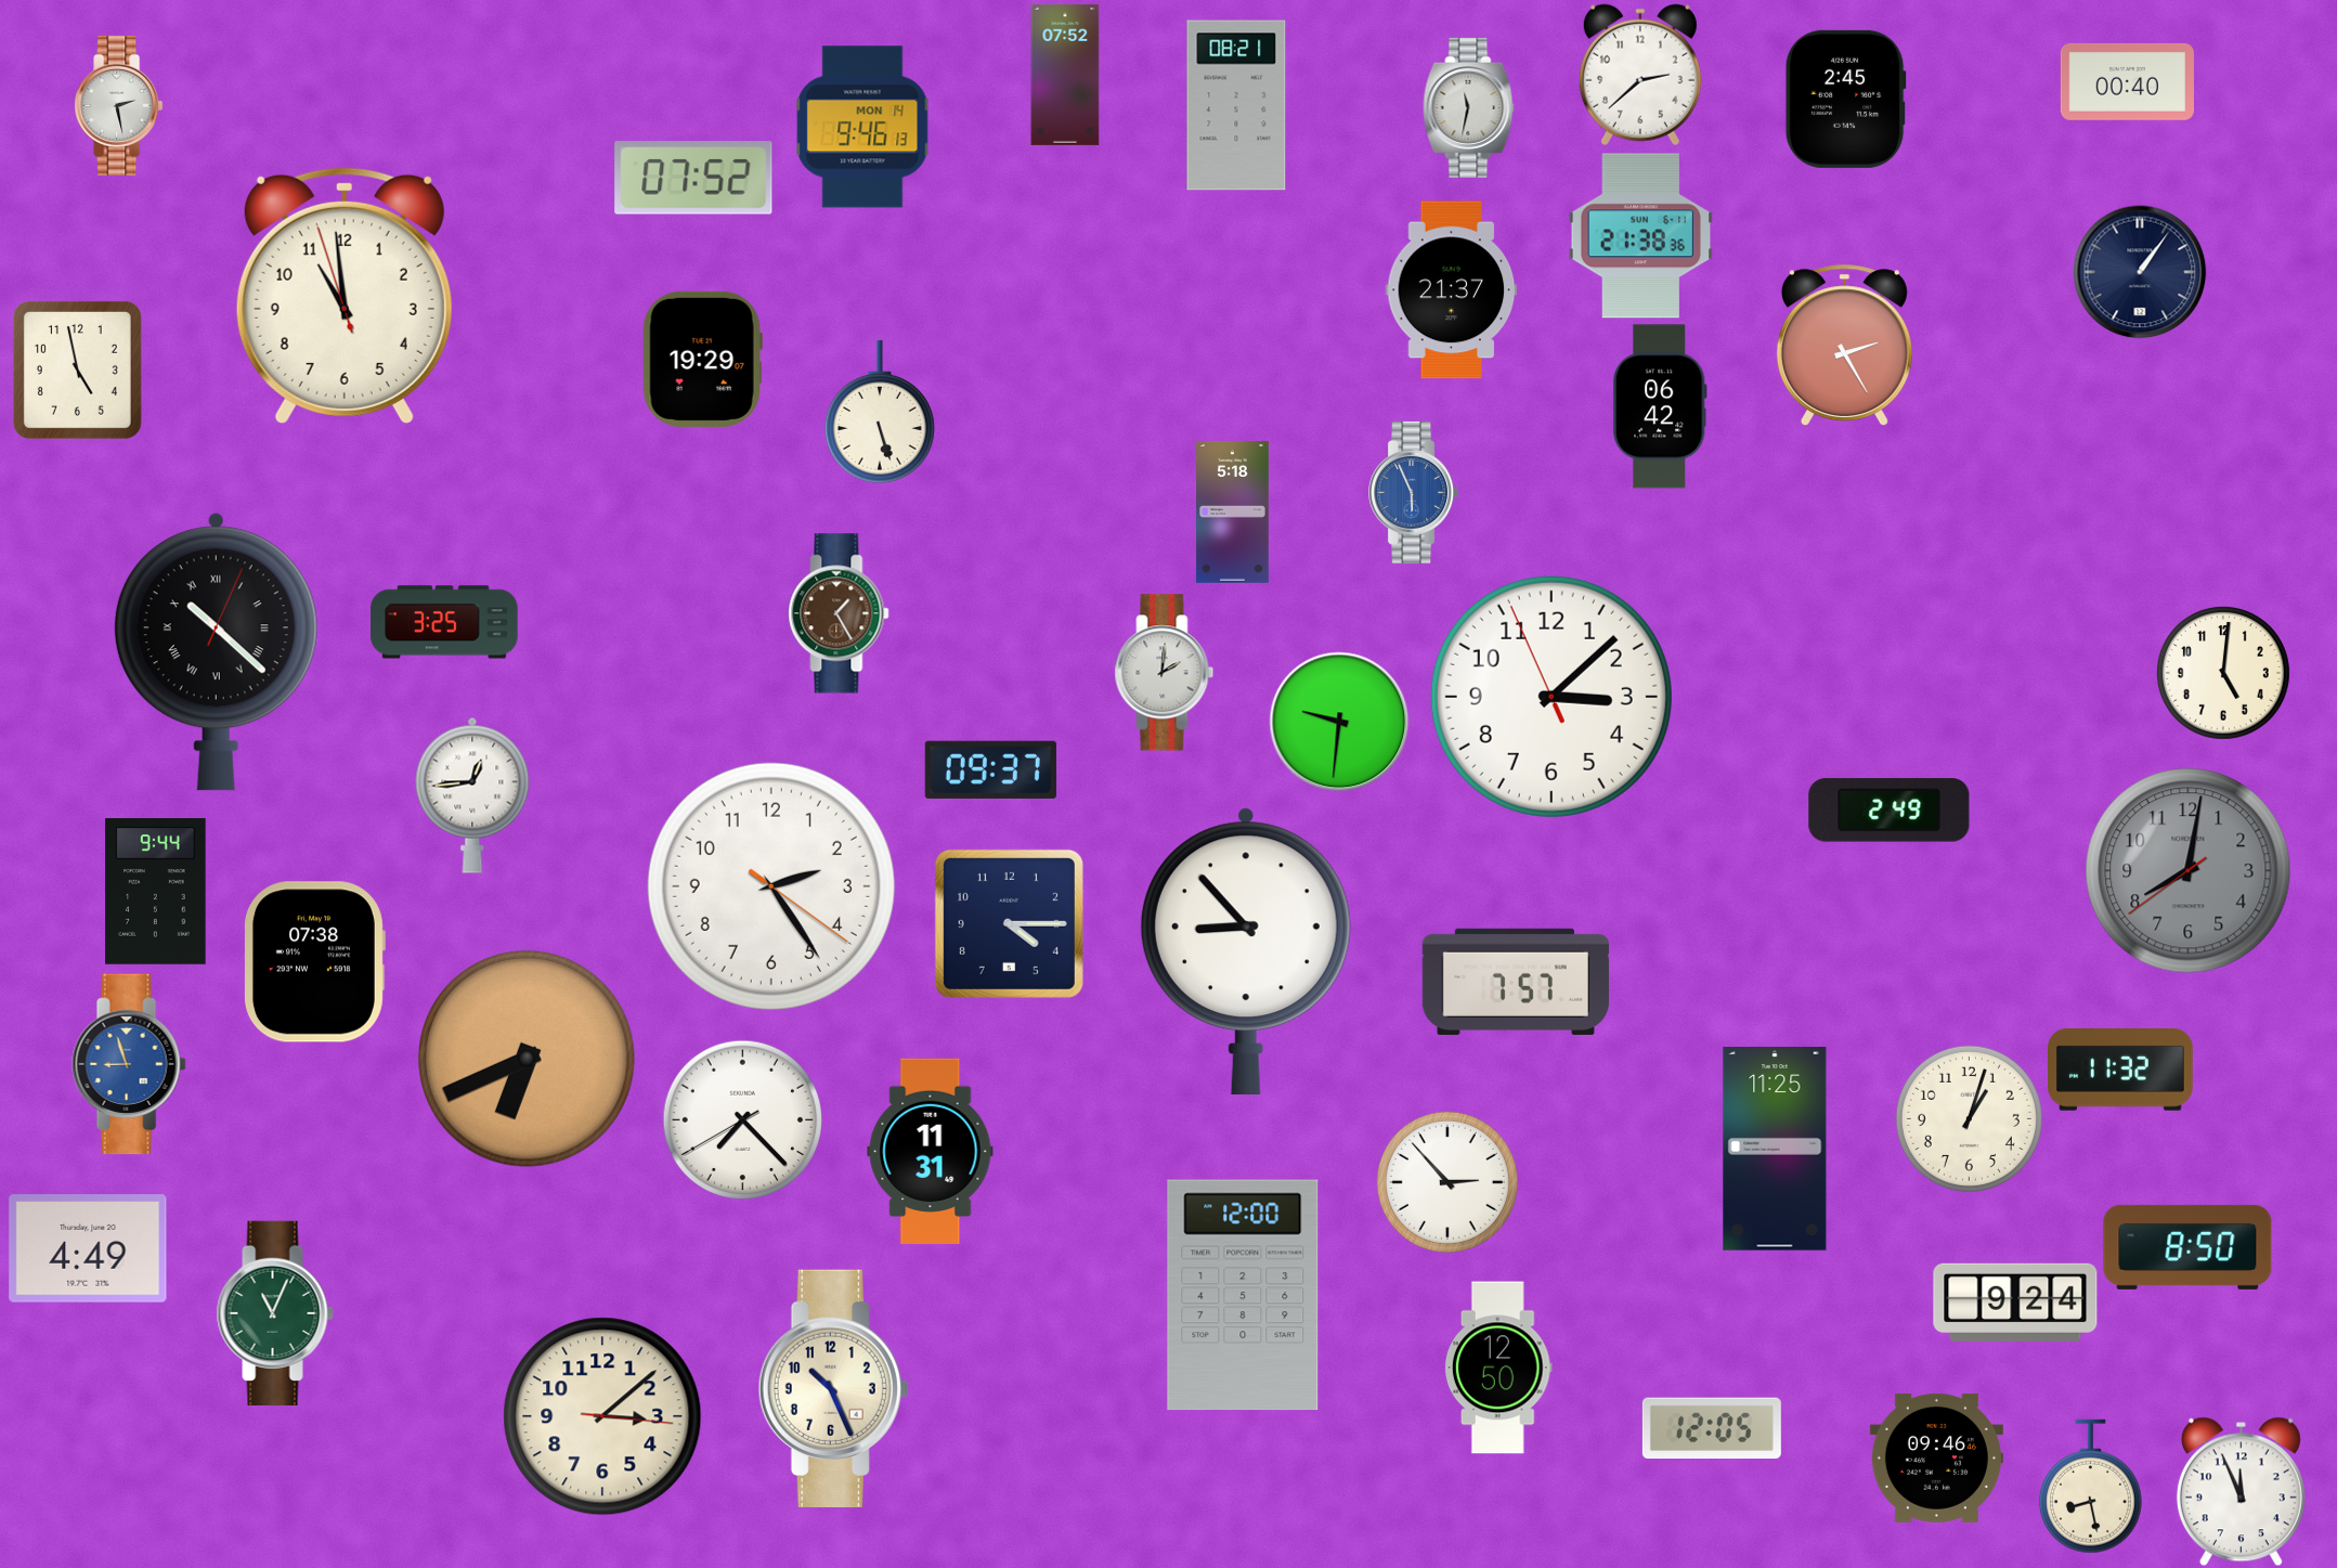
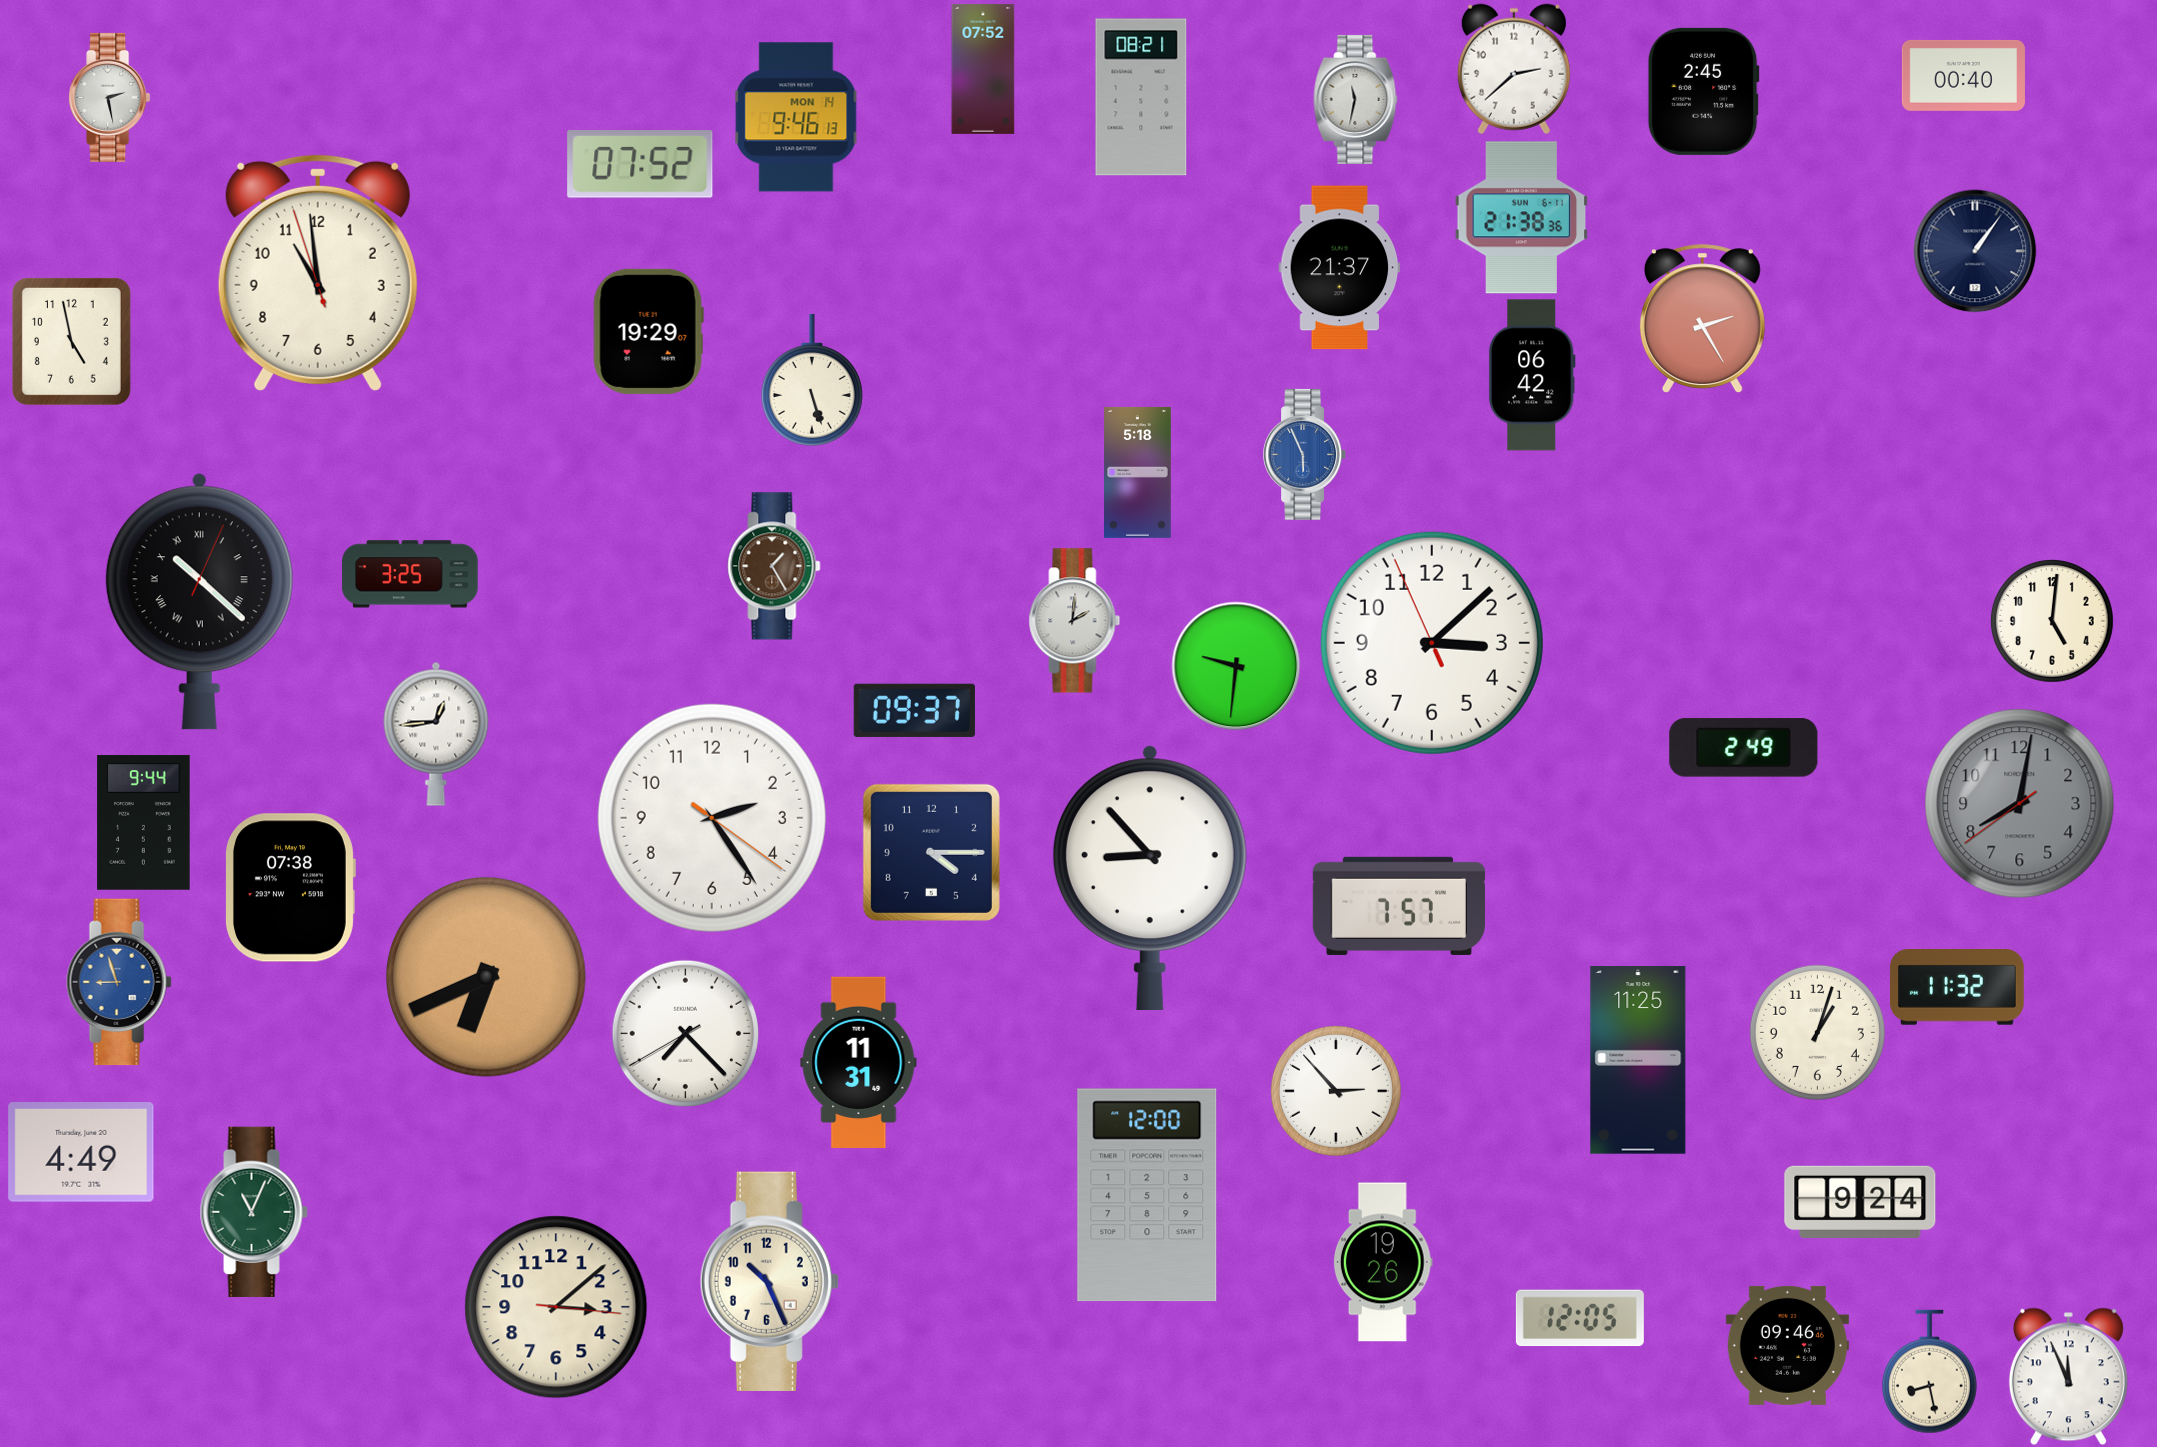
clock at (1641, 236) position: (1641, 236) -> (1522, 218)
clock at (2187, 1247): 8:50 -> none
clock at (1498, 1368): 12:50 -> 19:26
